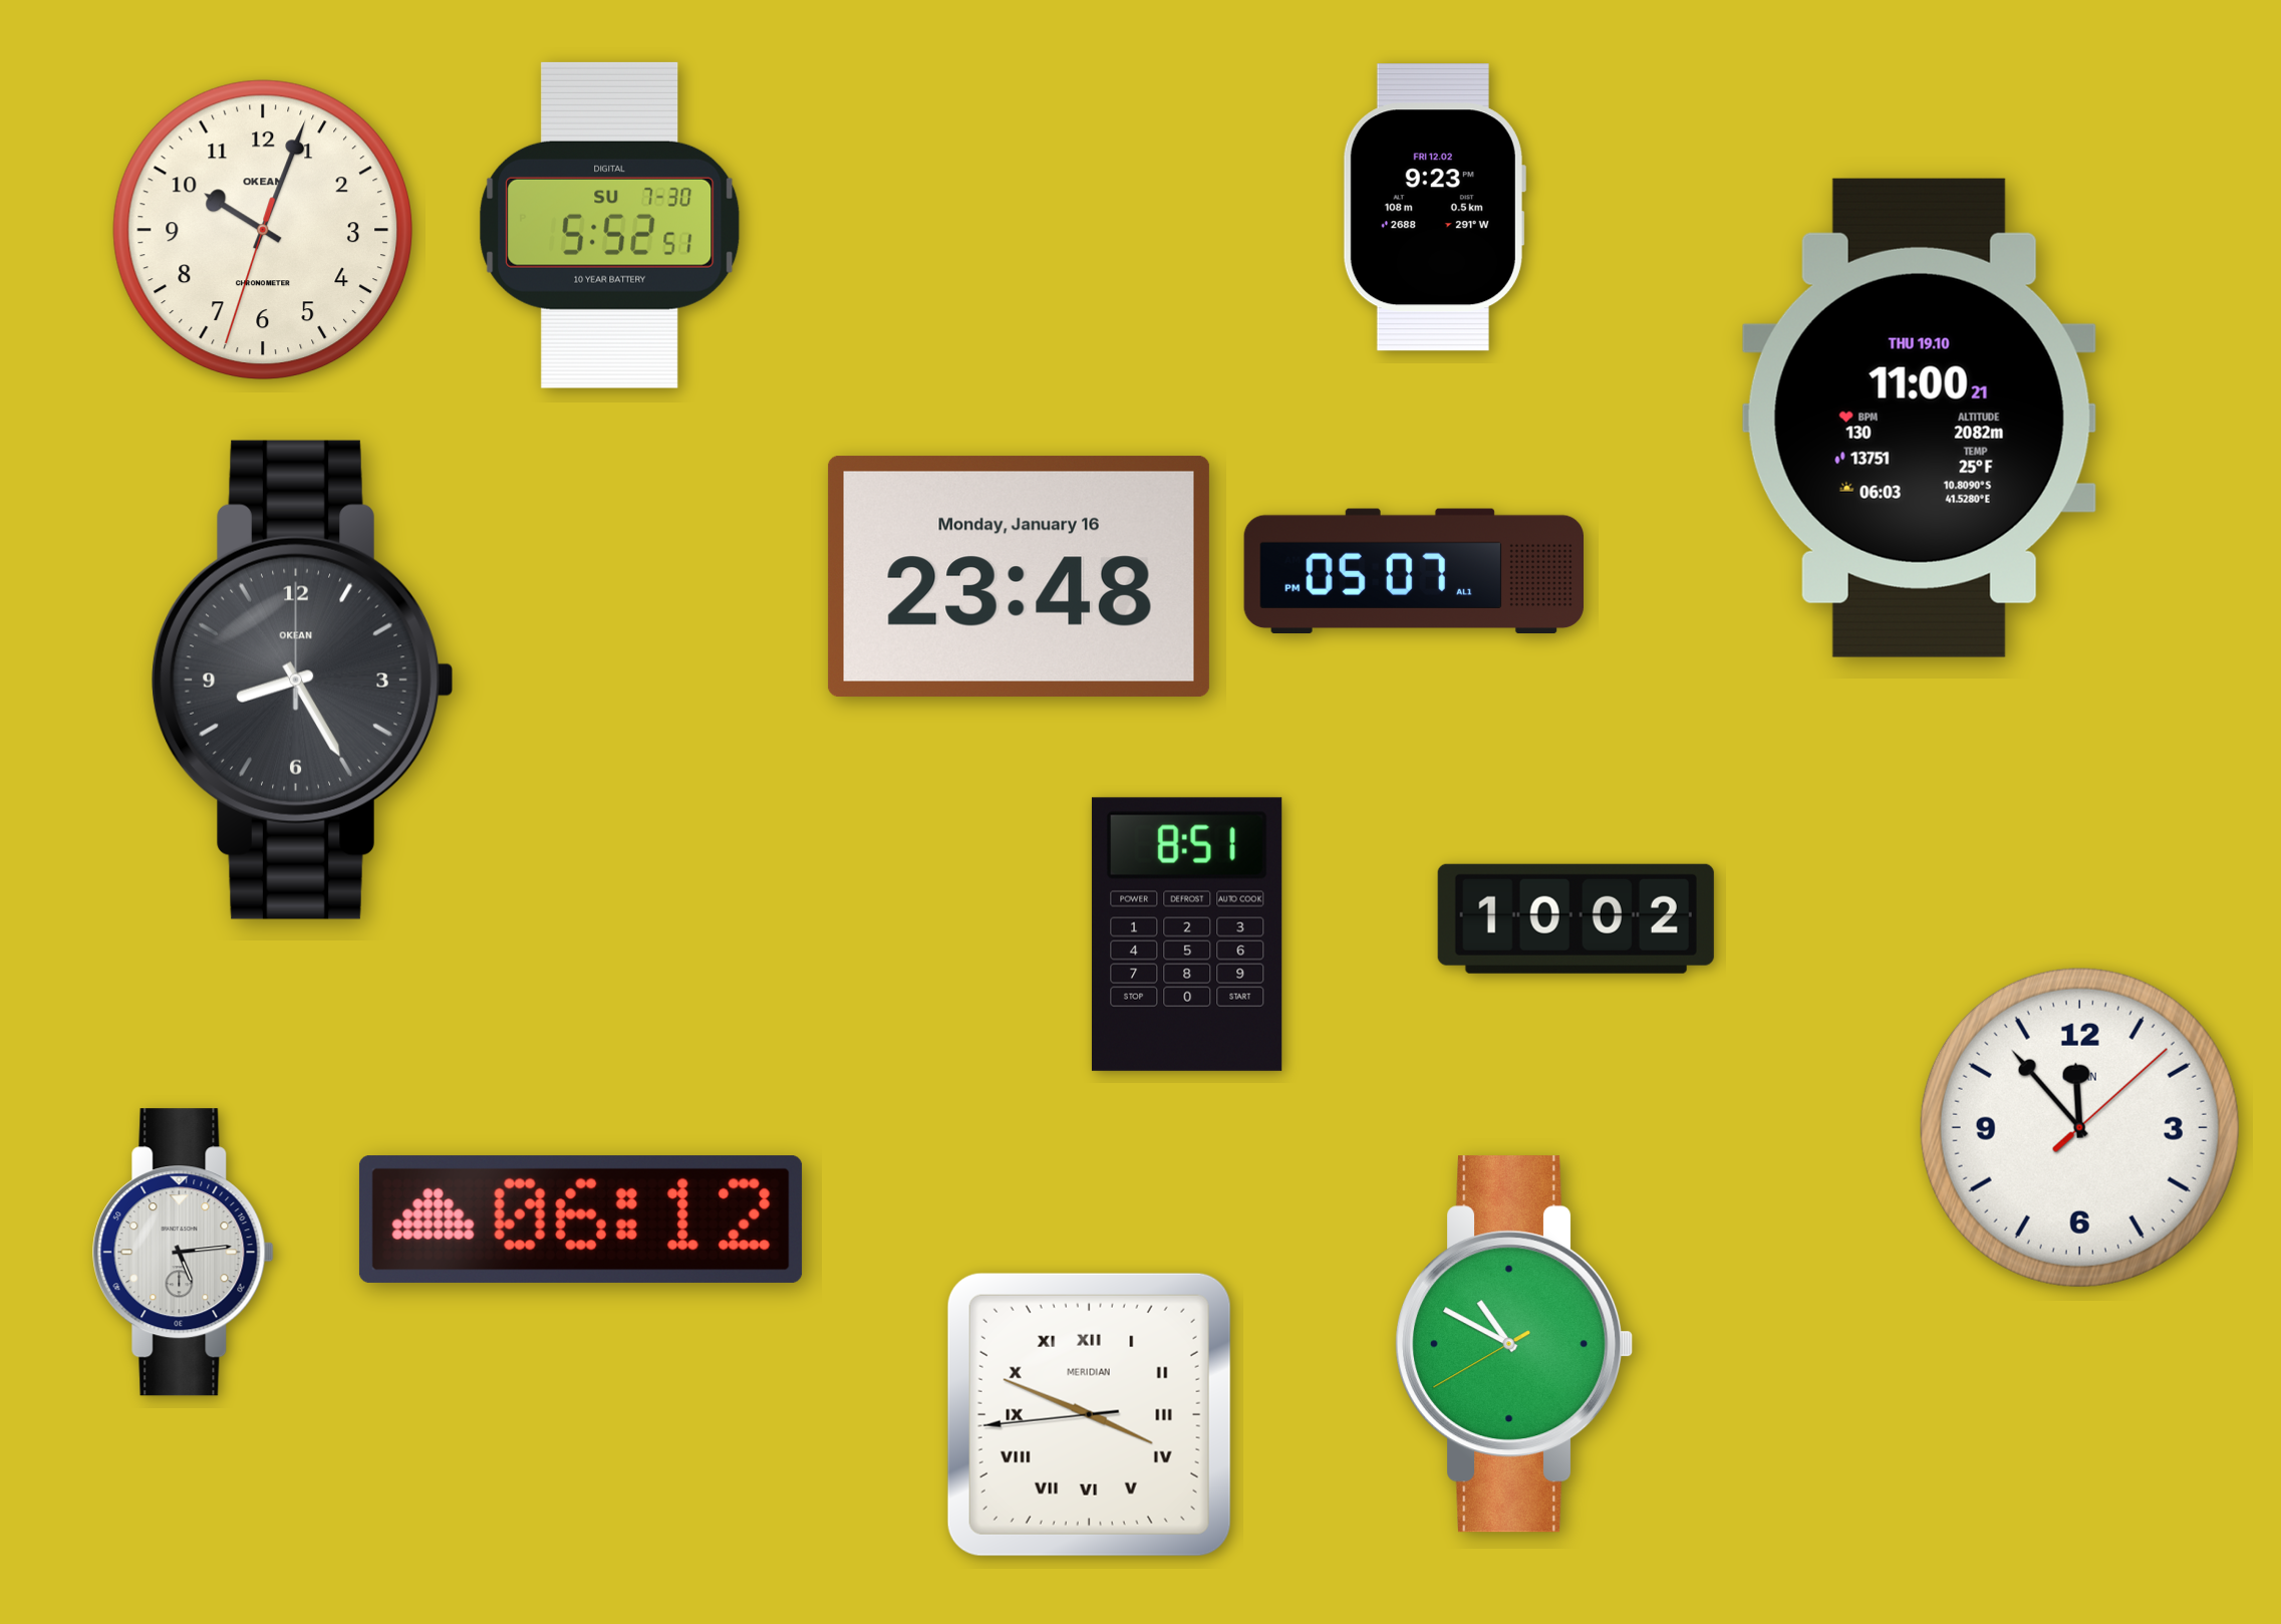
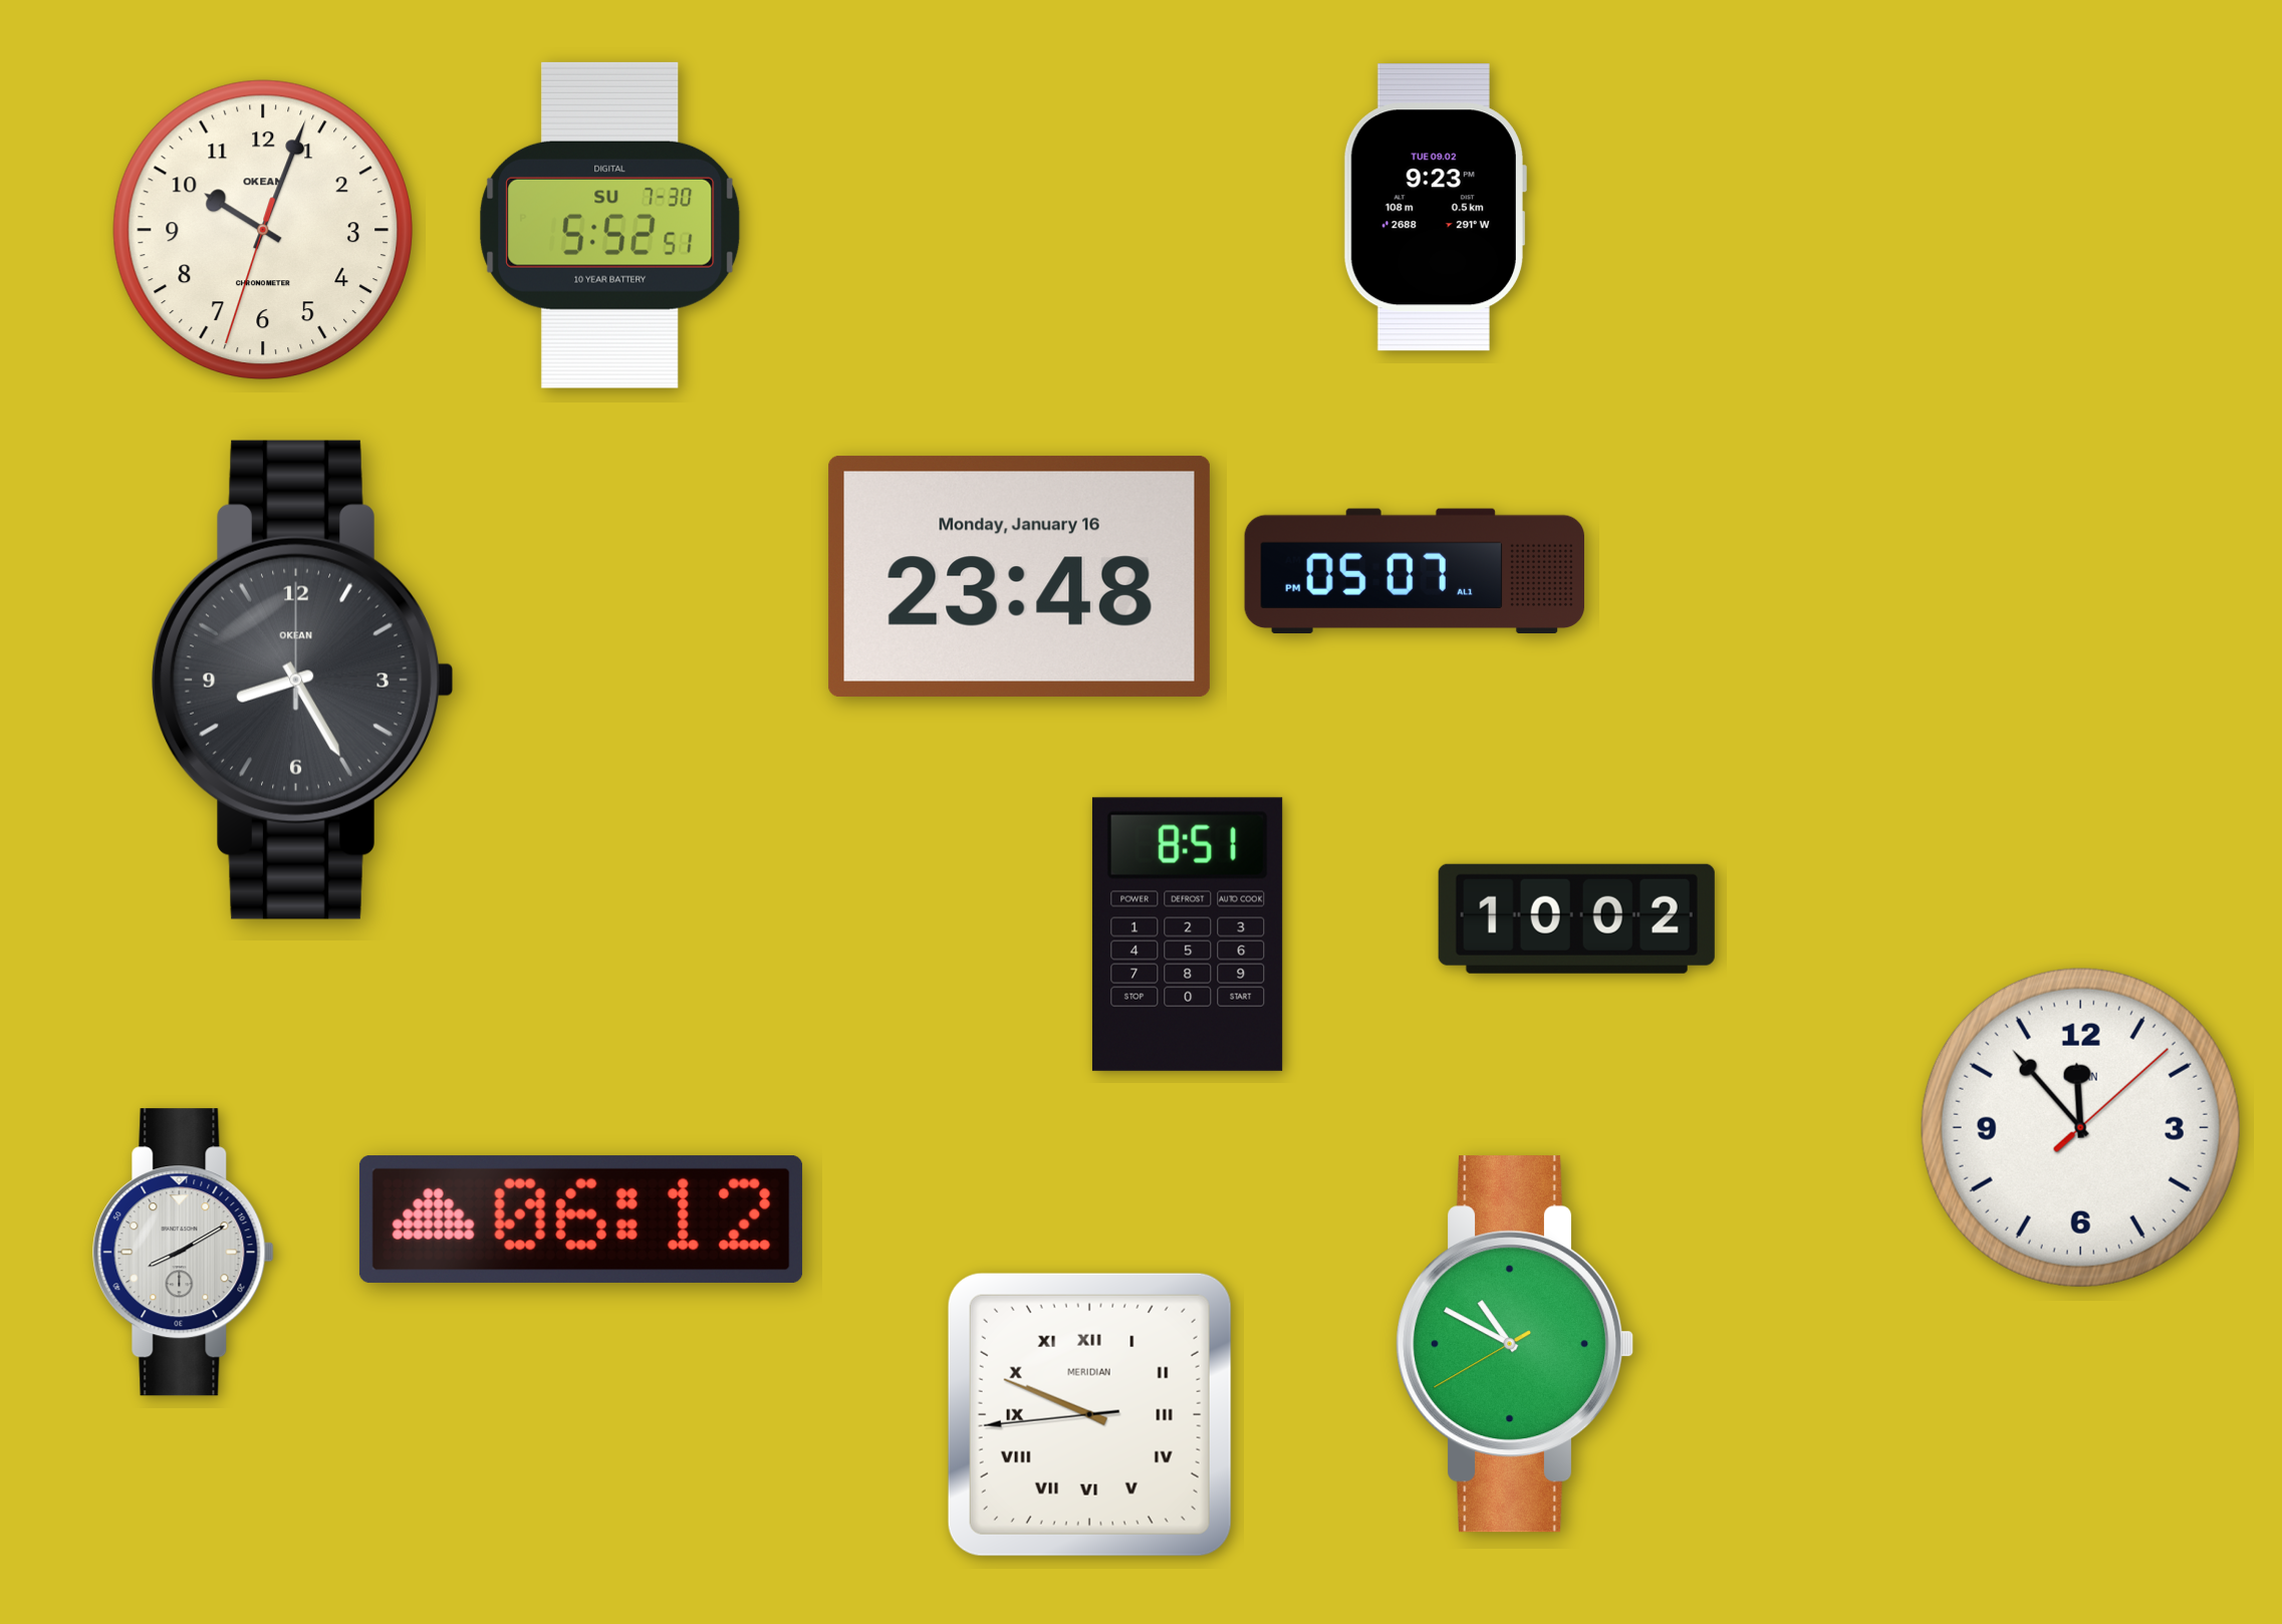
clock at (1434, 208) date: FRI 12.02 -> TUE 09.02
clock at (1919, 418): 11:00 -> none
clock at (183, 1253): 5:14 -> 8:10
clock at (1089, 1414): 3:48 -> 9:48
